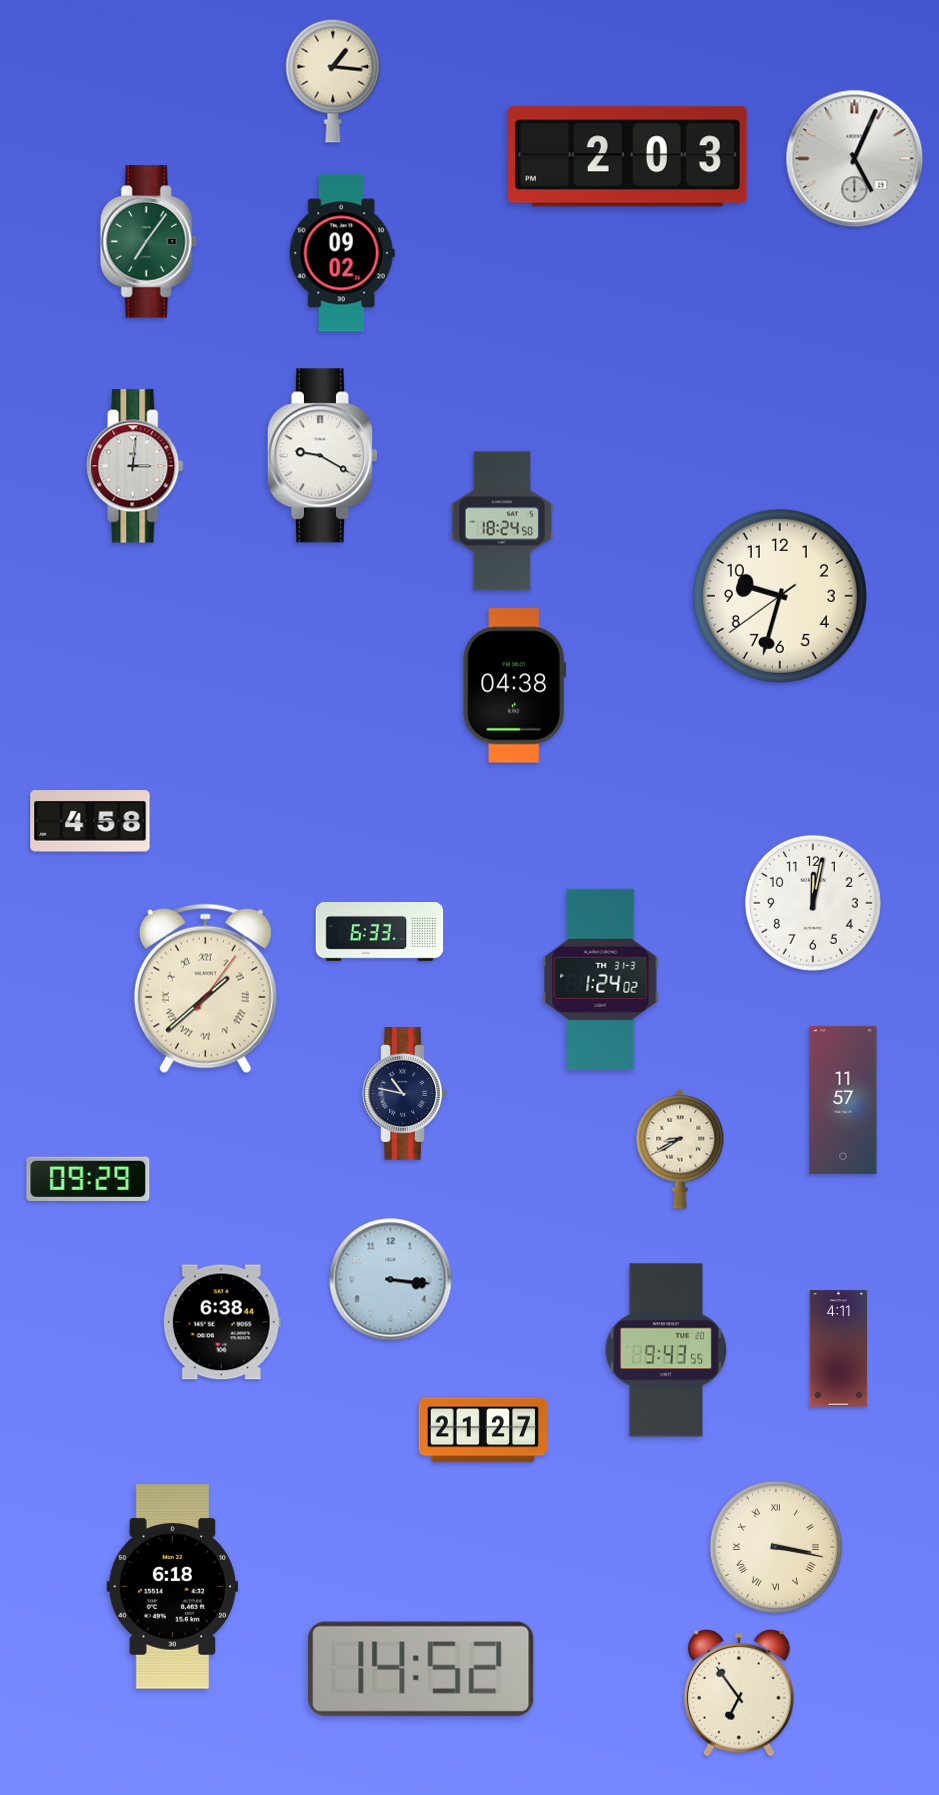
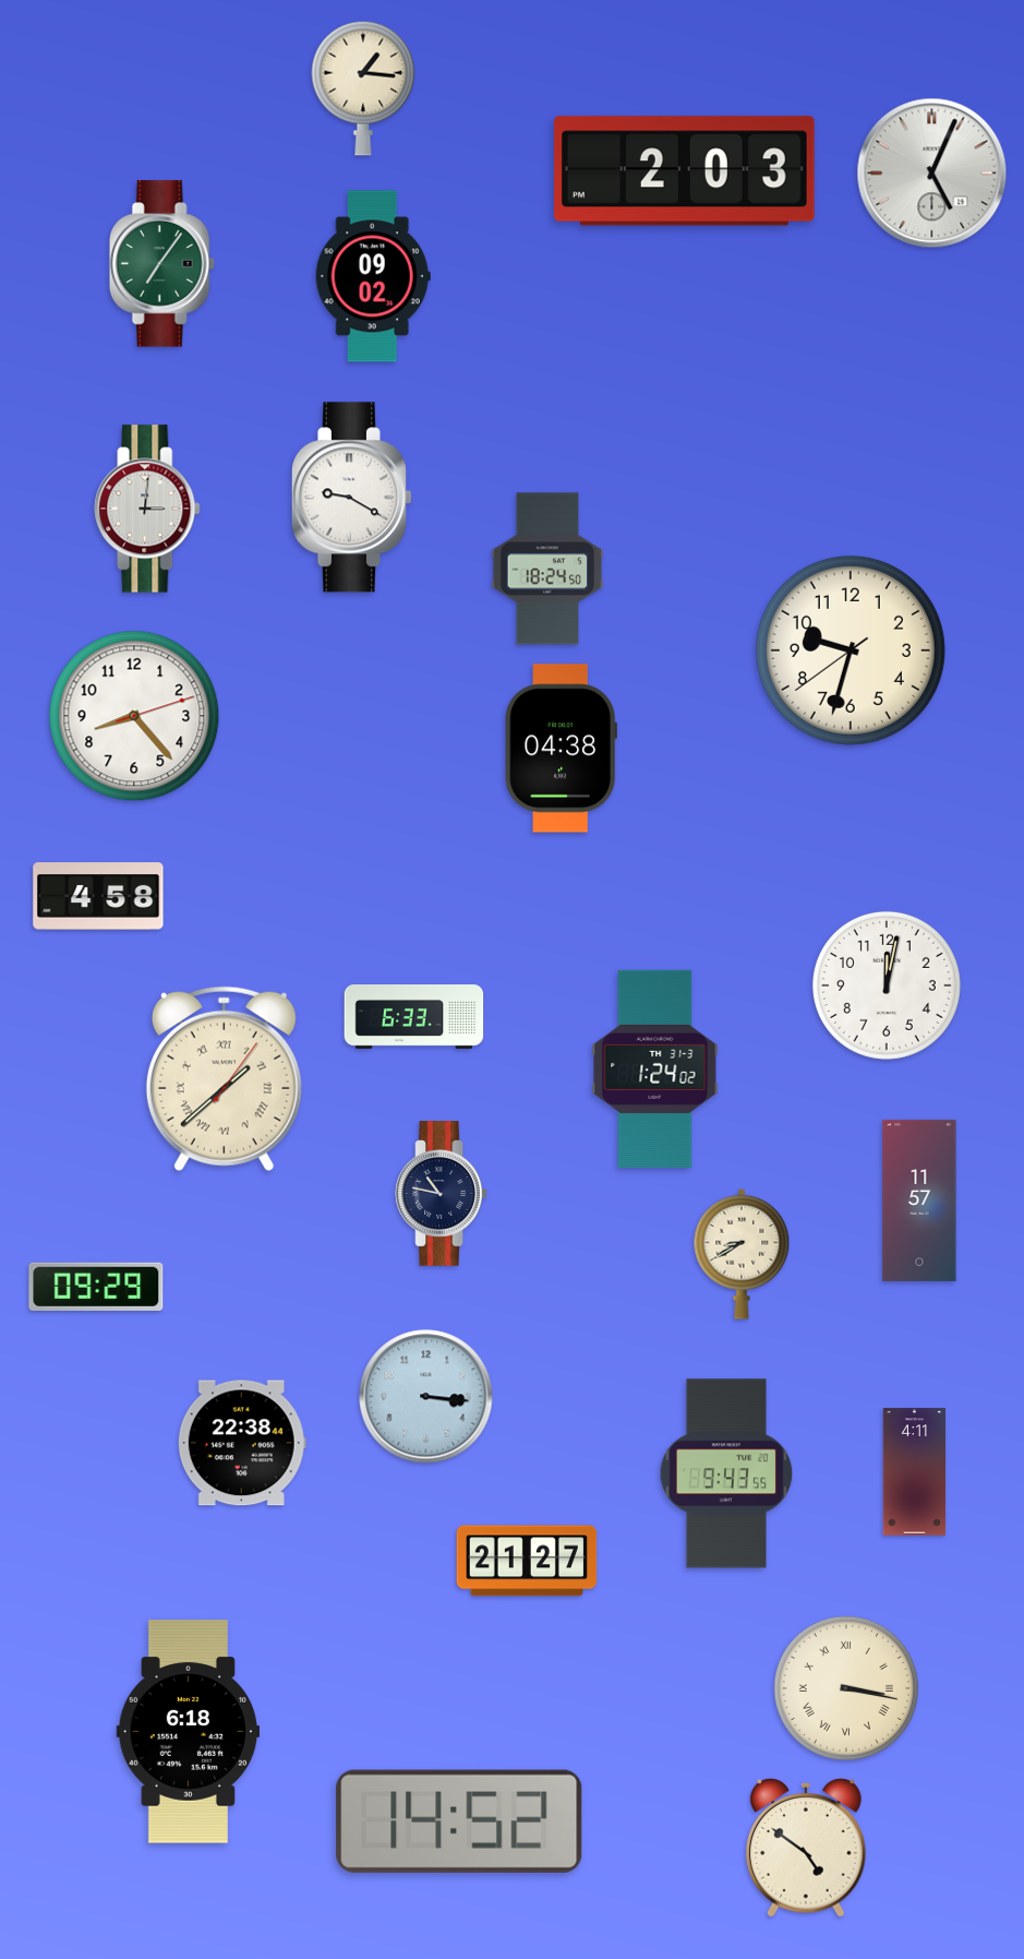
clock at (134, 716): none -> 8:23
clock at (222, 1322): 6:38 -> 22:38
clock at (739, 1693): 6:54 -> 4:51
